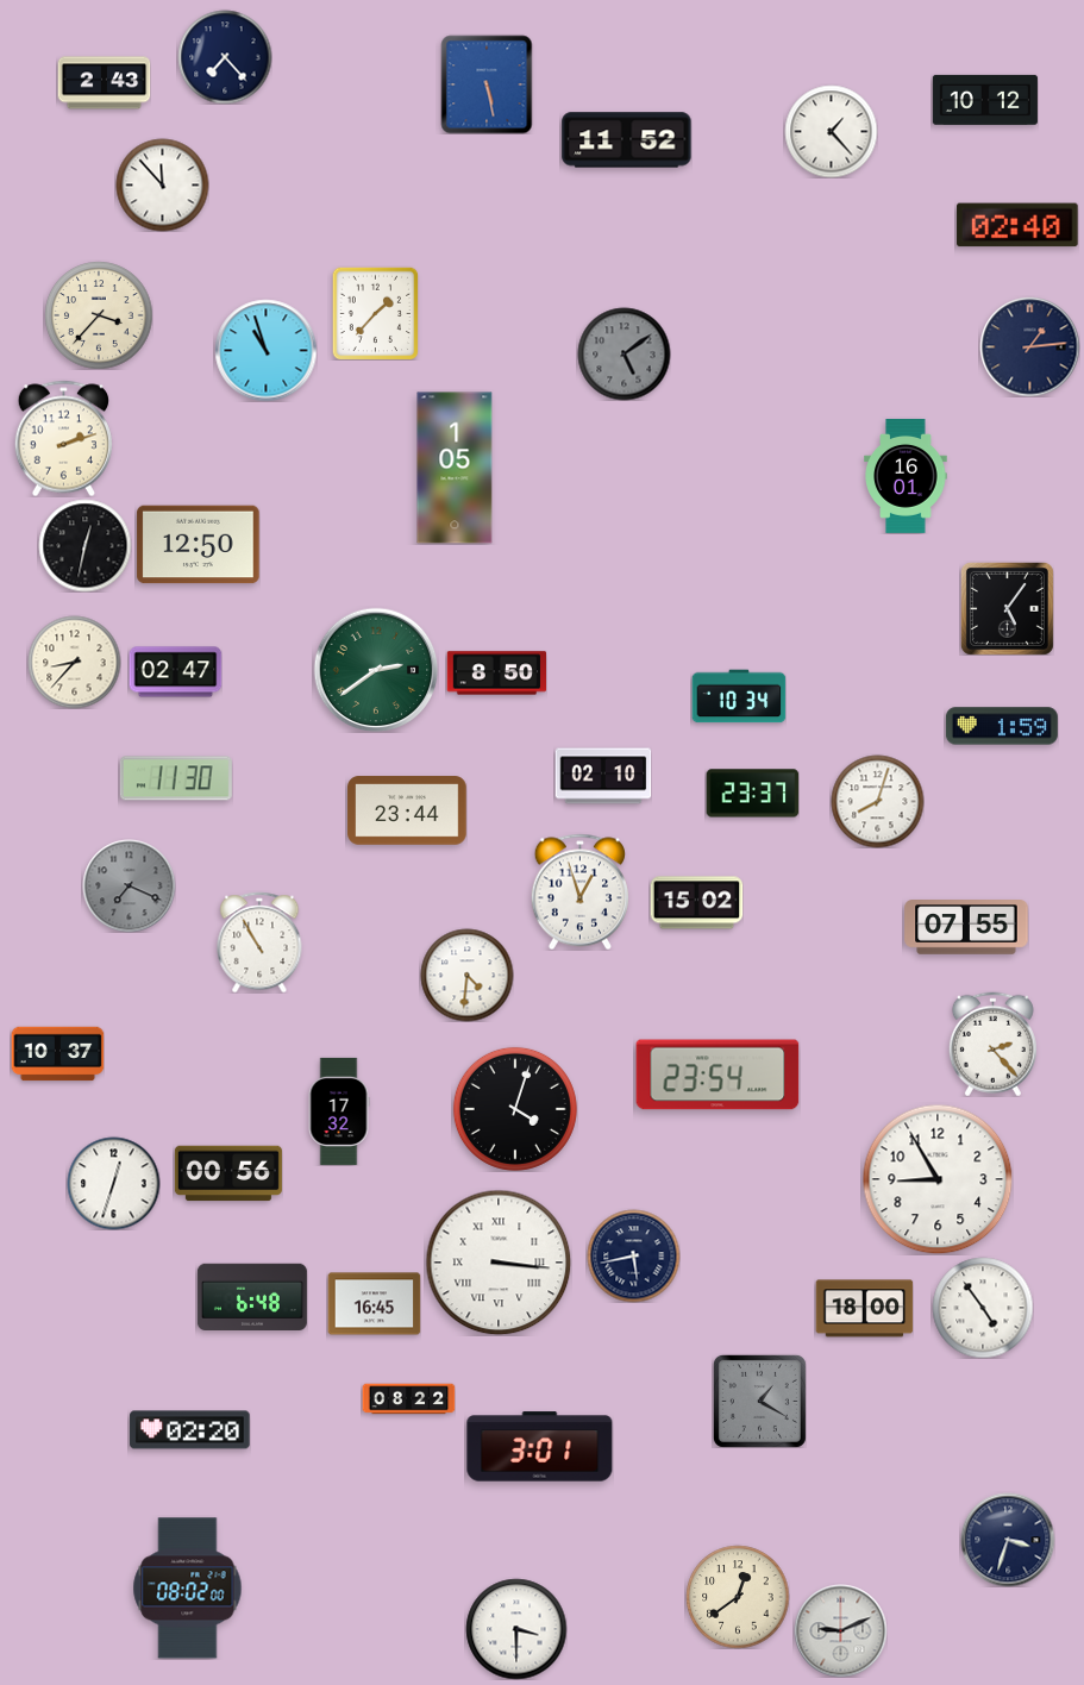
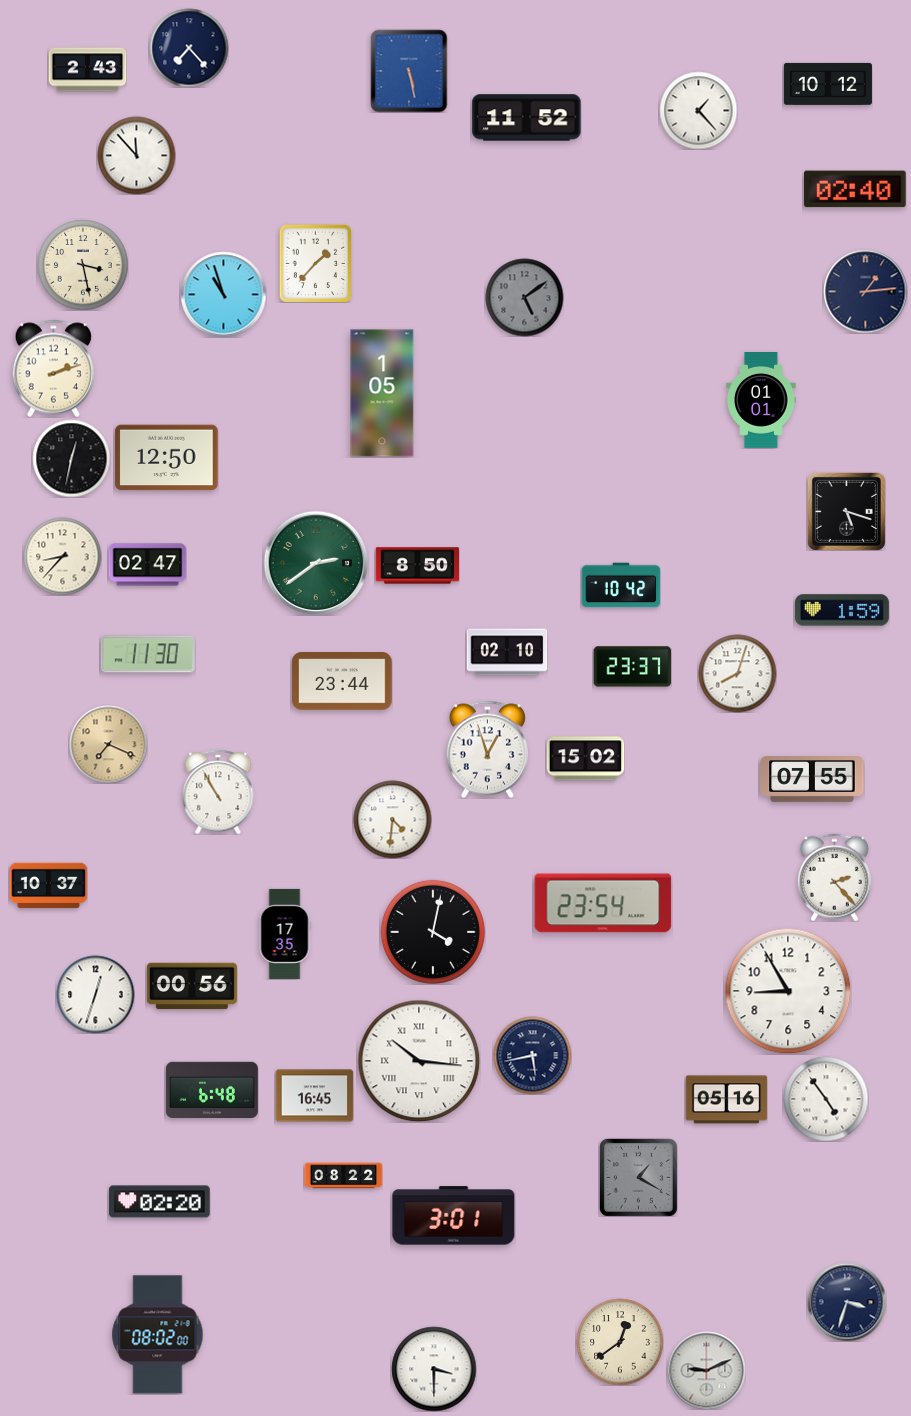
clock at (99, 315): 3:37 -> 3:28
clock at (906, 477): 16:01 -> 01:01
clock at (1007, 608): 5:06 -> 5:18
clock at (739, 696): 10:34 -> 10:42
clock at (129, 885) dial: grey -> champagne
clock at (515, 1109): 4:03 -> 4:02
clock at (339, 1111): 17:32 -> 17:35
clock at (499, 1263): 3:16 -> 10:16
clock at (864, 1309): 18:00 -> 05:16
clock at (1008, 1540) position: (1008, 1540) -> (847, 1302)
